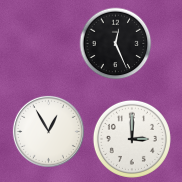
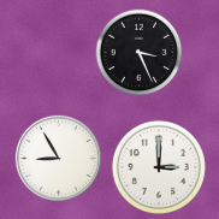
clock at (116, 44): 12:26 -> 3:26
clock at (48, 131): 12:55 -> 8:55
